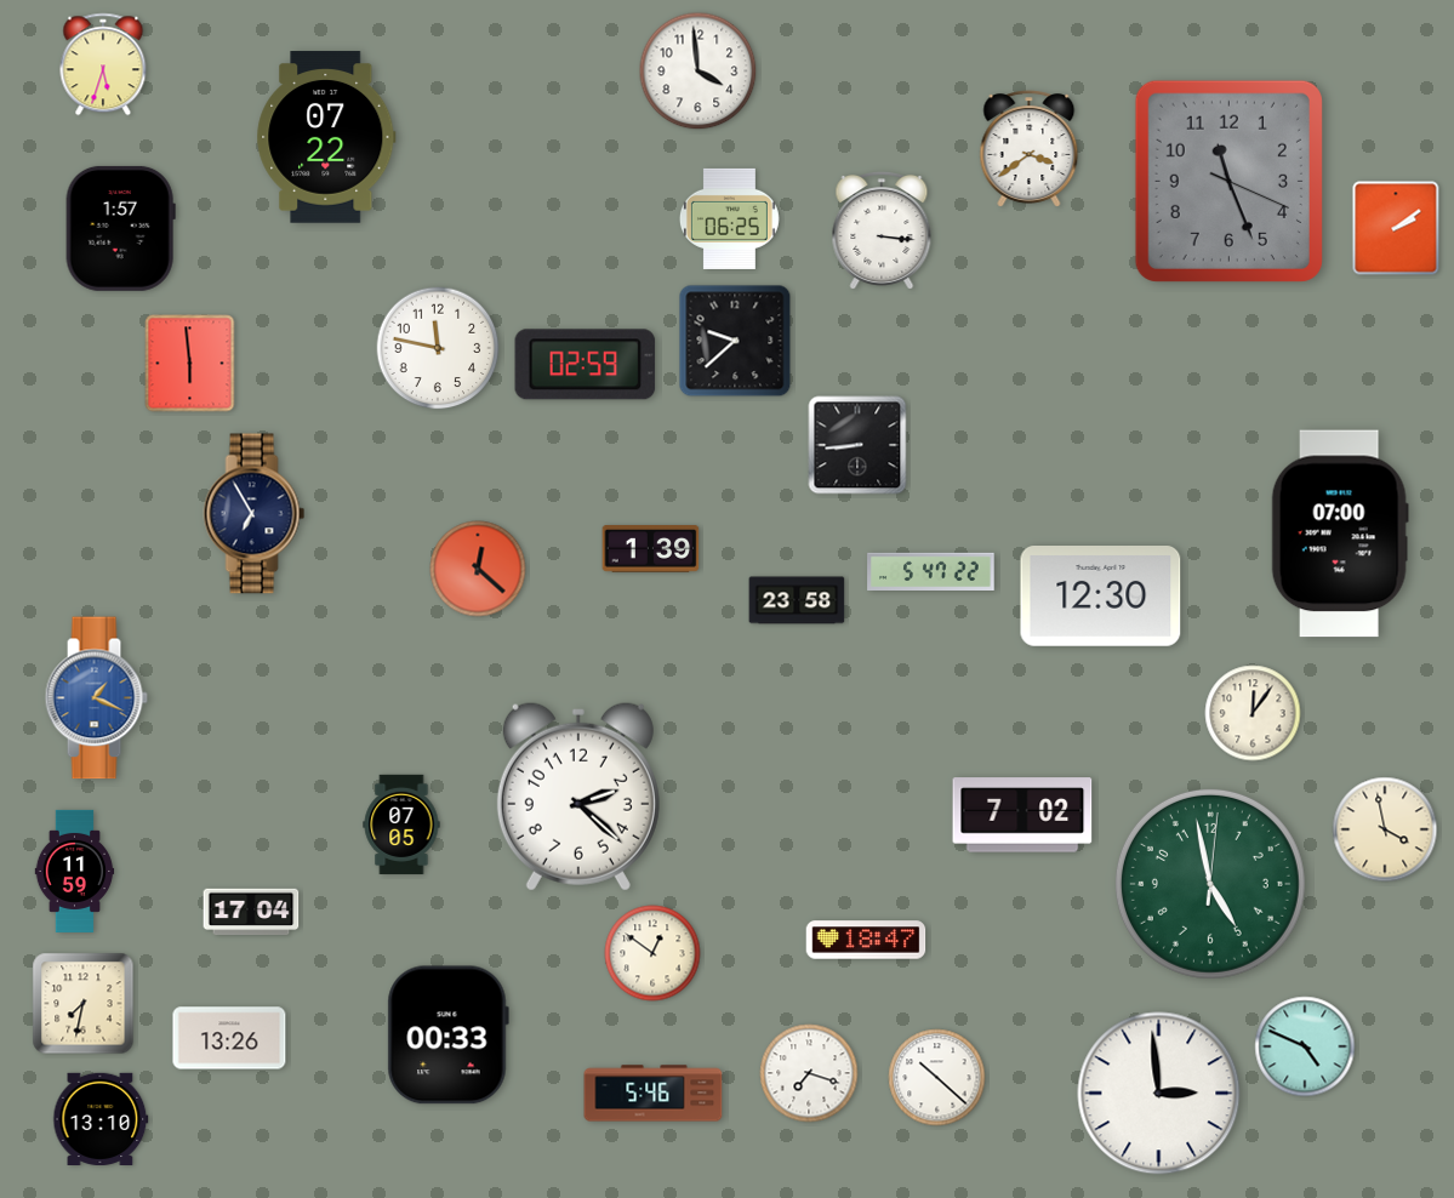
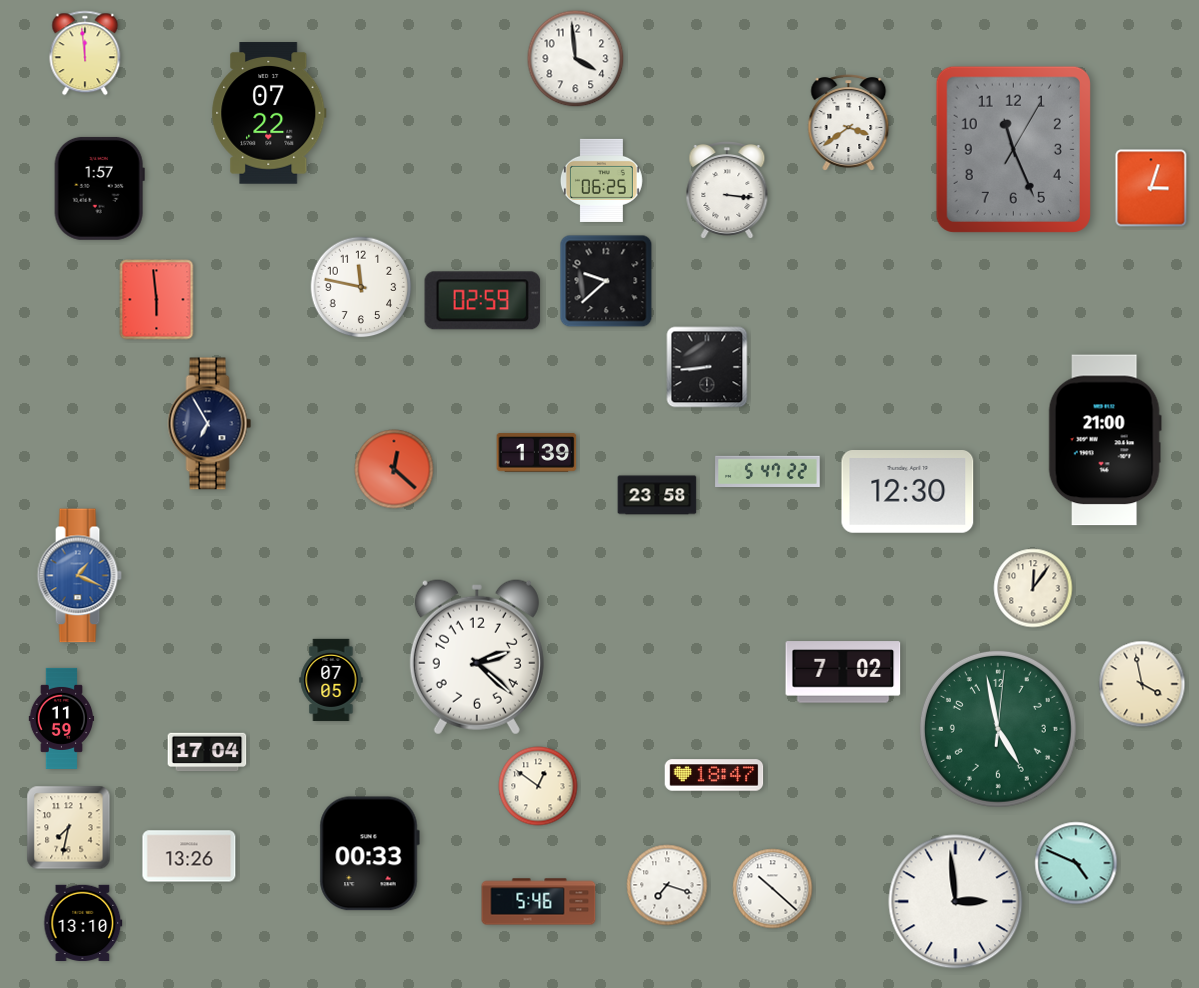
clock at (103, 64): 5:33 -> 11:59
clock at (1228, 181): 11:26:19 -> 11:26:05
clock at (1396, 228): 2:09 -> 3:03
clock at (1340, 534): 07:00 -> 21:00
